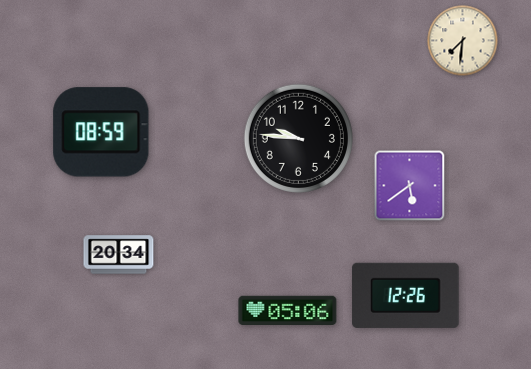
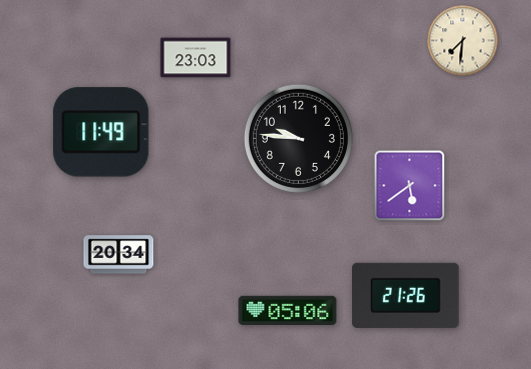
clock at (196, 58): none -> 23:03
clock at (101, 132): 08:59 -> 11:49
clock at (406, 295): 12:26 -> 21:26
